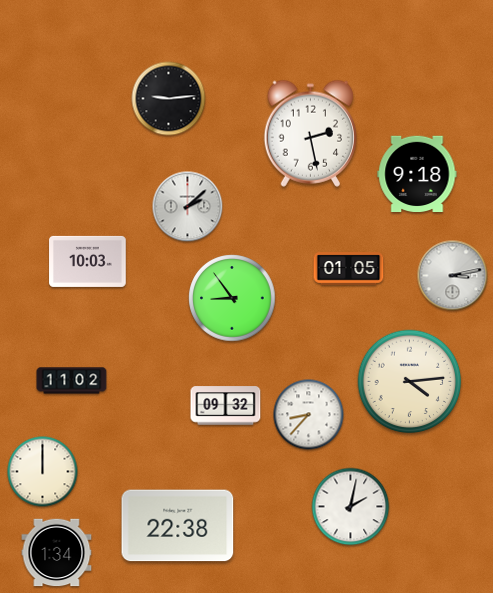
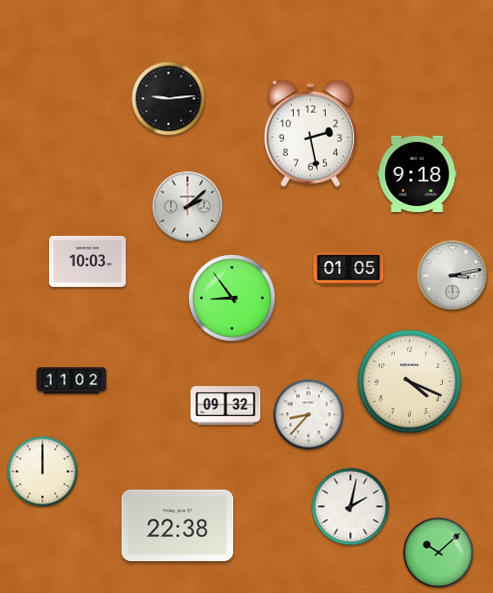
clock at (410, 382): 4:14 -> 4:19
clock at (57, 553): 1:34 -> none
clock at (439, 553): none -> 10:08
